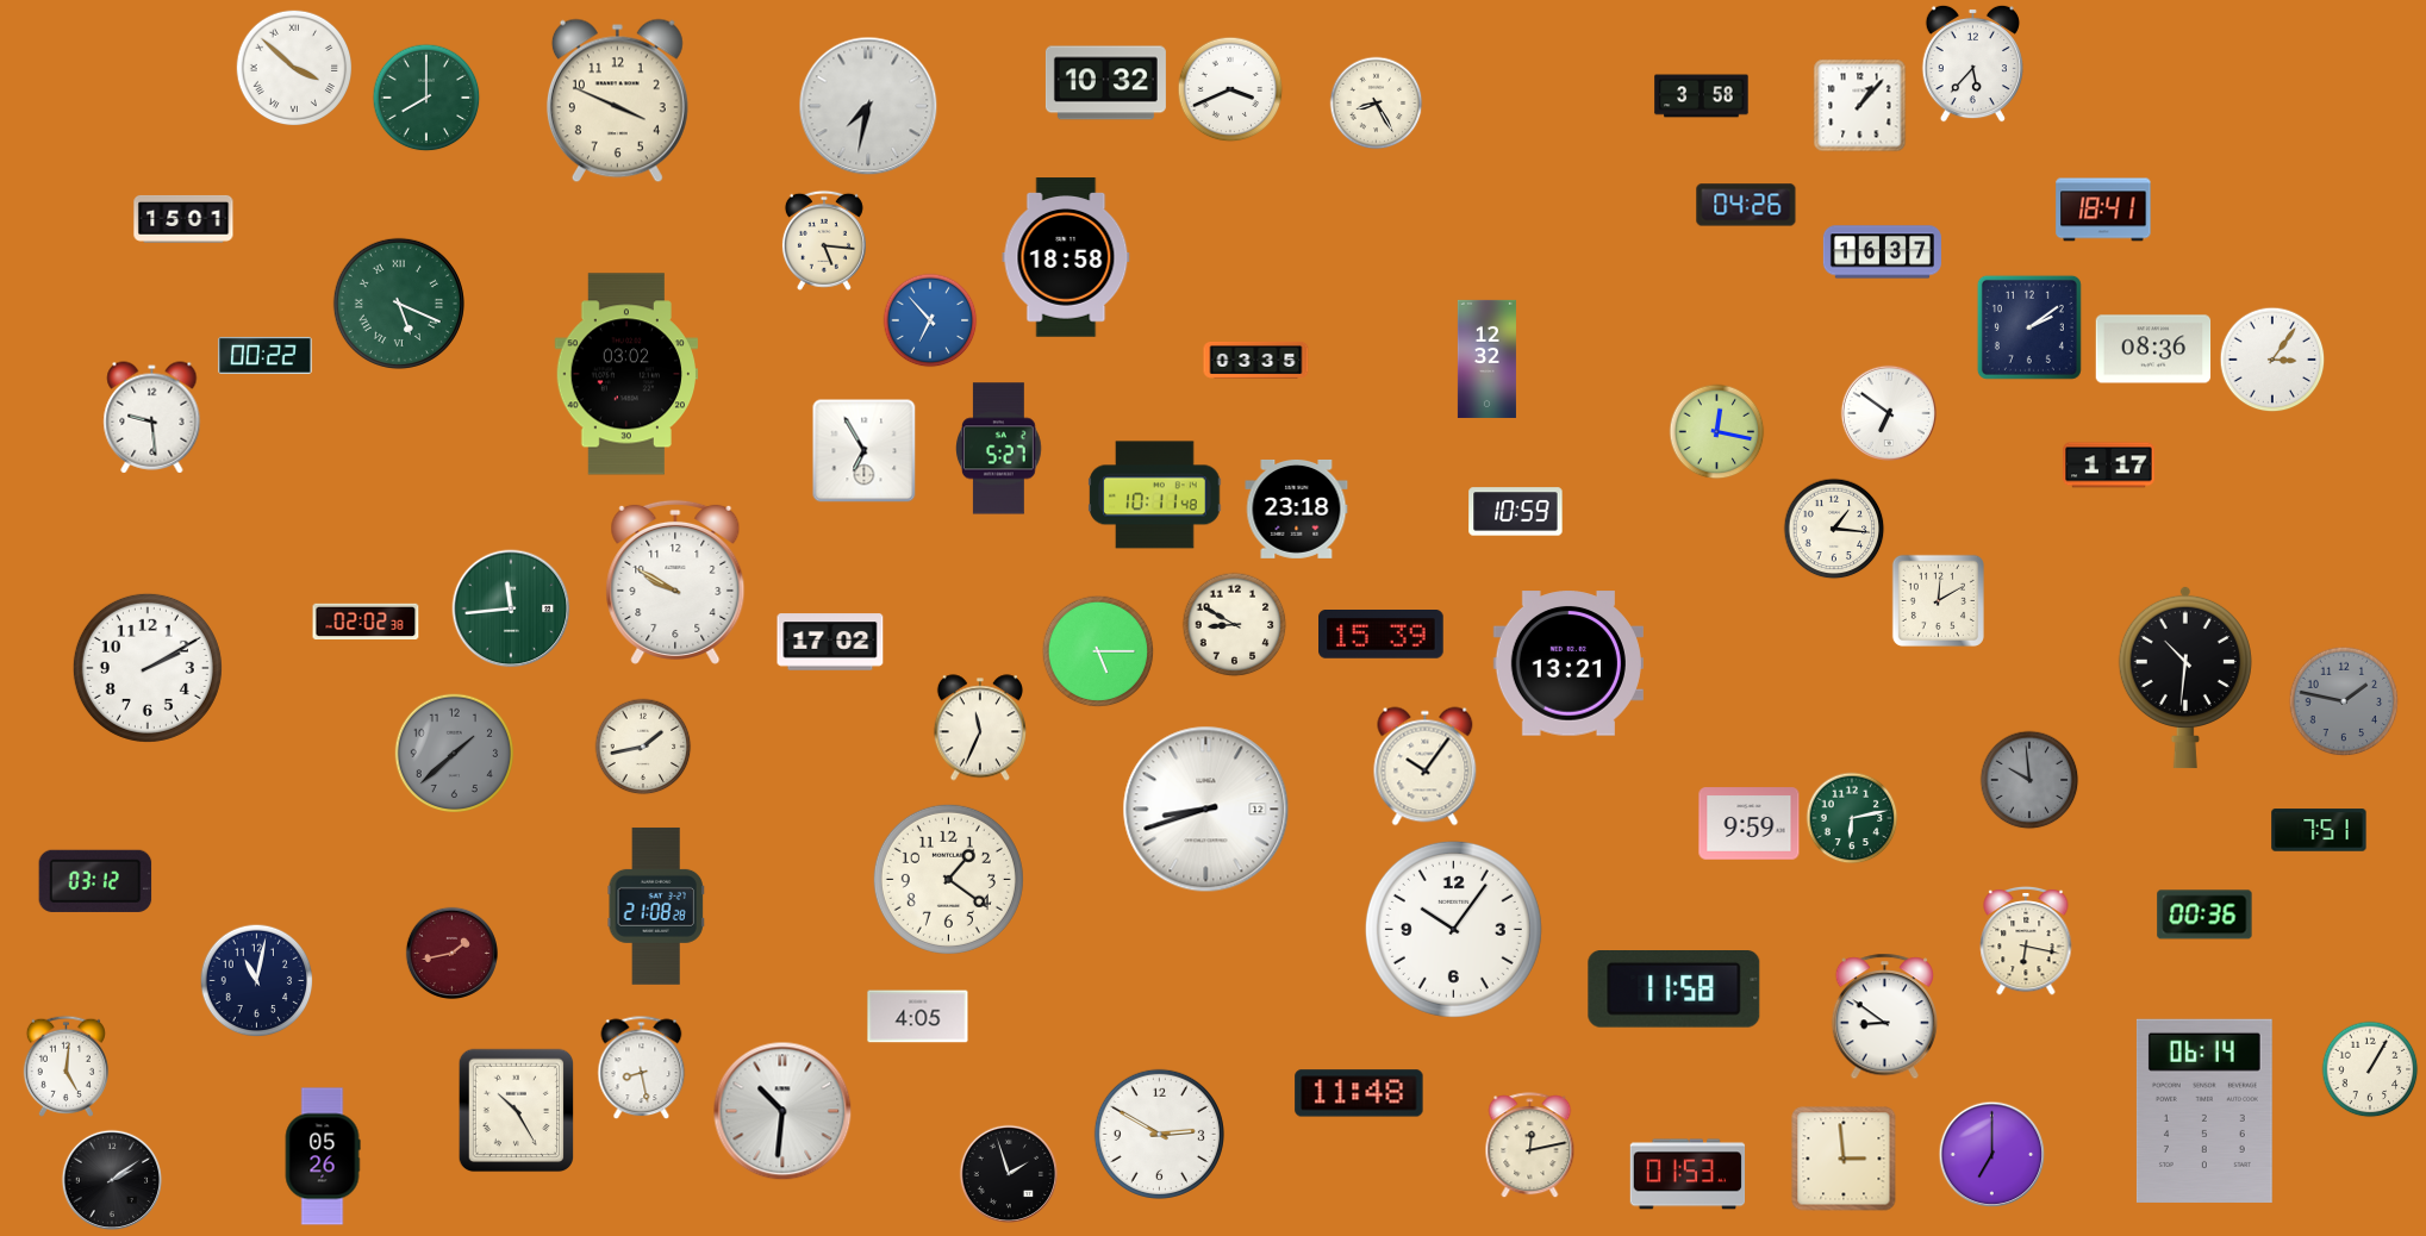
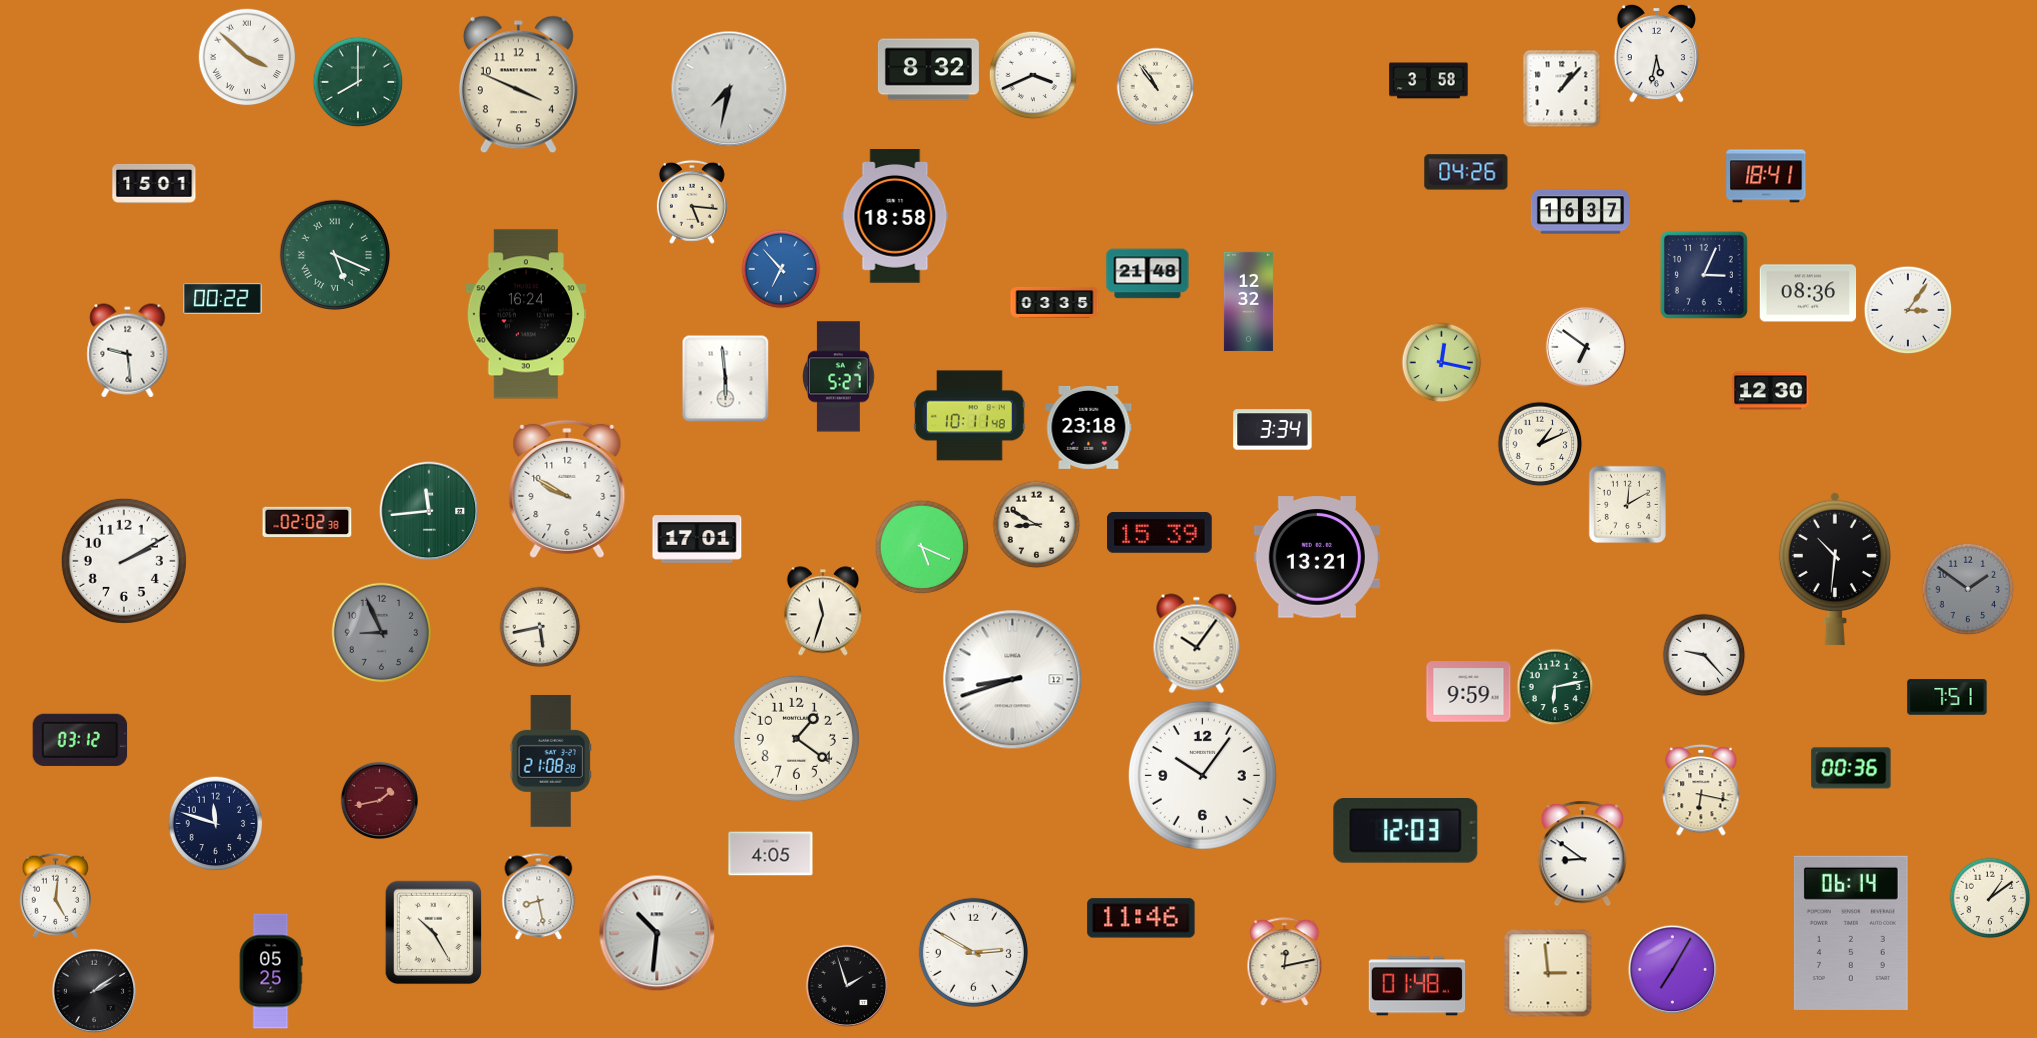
clock at (1972, 63): 5:37 -> 5:32
clock at (1105, 83): 10:32 -> 8:32
clock at (1377, 104): 8:25 -> 10:54
clock at (1148, 274): none -> 21:48
clock at (2029, 327): 2:09 -> 3:04
clock at (2272, 360) position: (2272, 360) -> (1908, 310)
clock at (625, 374): 03:02 -> 16:24
clock at (865, 451): 6:55 -> 5:59
clock at (2109, 466): 1:17 -> 12:30
clock at (1516, 512): 10:59 -> 3:34
clock at (1834, 529): 1:16 -> 1:11
clock at (830, 642): 17:02 -> 17:01
clock at (1098, 651): 5:15 -> 5:19
clock at (2344, 701): 1:47 -> 1:51
clock at (980, 728): 11:34 -> 11:33
clock at (643, 747): 1:43 -> 5:43
clock at (455, 754): 1:38 -> 8:56
clock at (2029, 780): 9:59 -> 9:23
clock at (2029, 780) dial: grey -> white
clock at (1453, 929) position: (1453, 929) -> (1202, 775)
clock at (257, 981): 11:02 -> 11:48
clock at (1674, 990): 11:58 -> 12:03
clock at (2370, 1069): 1:05 -> 1:09
clock at (1359, 1093): 11:48 -> 11:46
clock at (1992, 1155): 7:00 -> 7:05
clock at (323, 1156): 05:26 -> 05:25
clock at (1688, 1174): 01:53 -> 01:48
